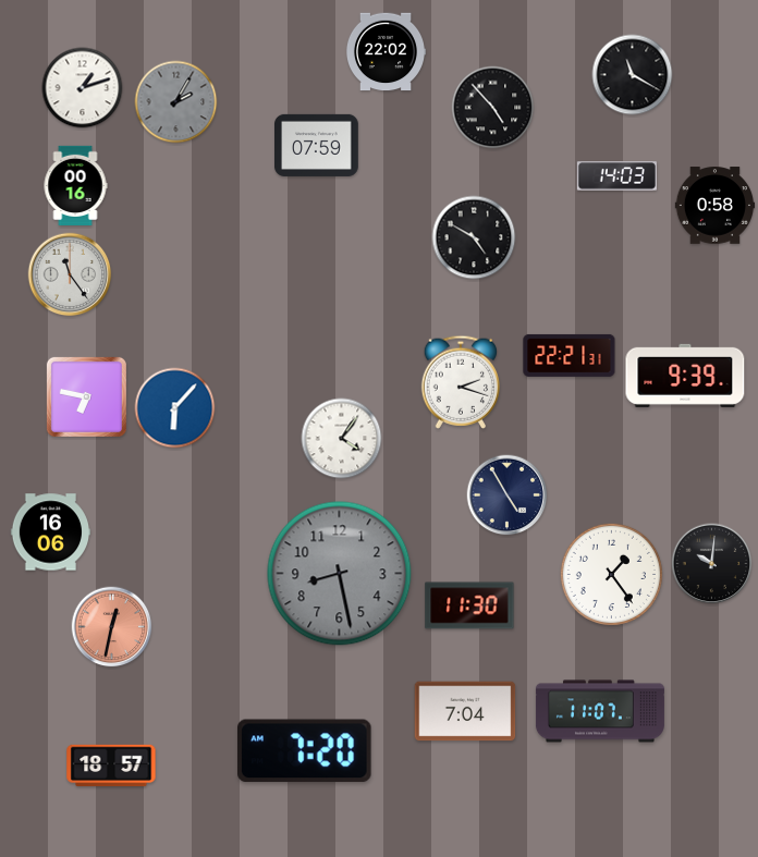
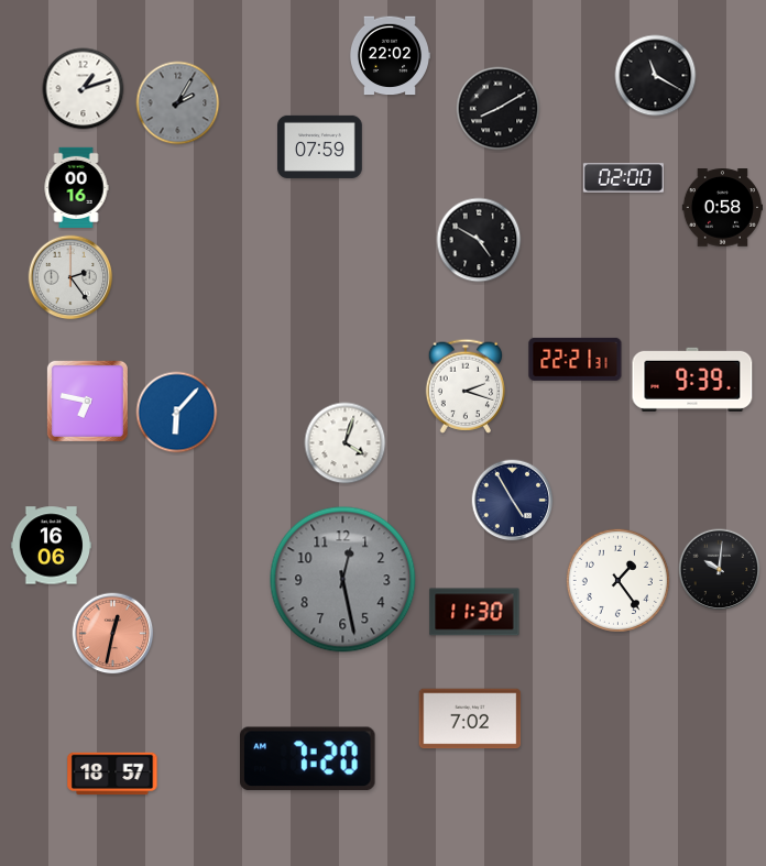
clock at (384, 52) position: (384, 52) -> (389, 56)
clock at (633, 75) position: (633, 75) -> (656, 76)
clock at (493, 108): 4:53 -> 8:10
clock at (616, 176): 14:03 -> 02:00
clock at (70, 274): 11:24 -> 2:24
clock at (342, 439): 4:06 -> 4:03
clock at (50, 532) position: (50, 532) -> (51, 546)
clock at (340, 574): 8:28 -> 12:28
clock at (465, 711): 7:04 -> 7:02
clock at (600, 711): 11:07 -> none
